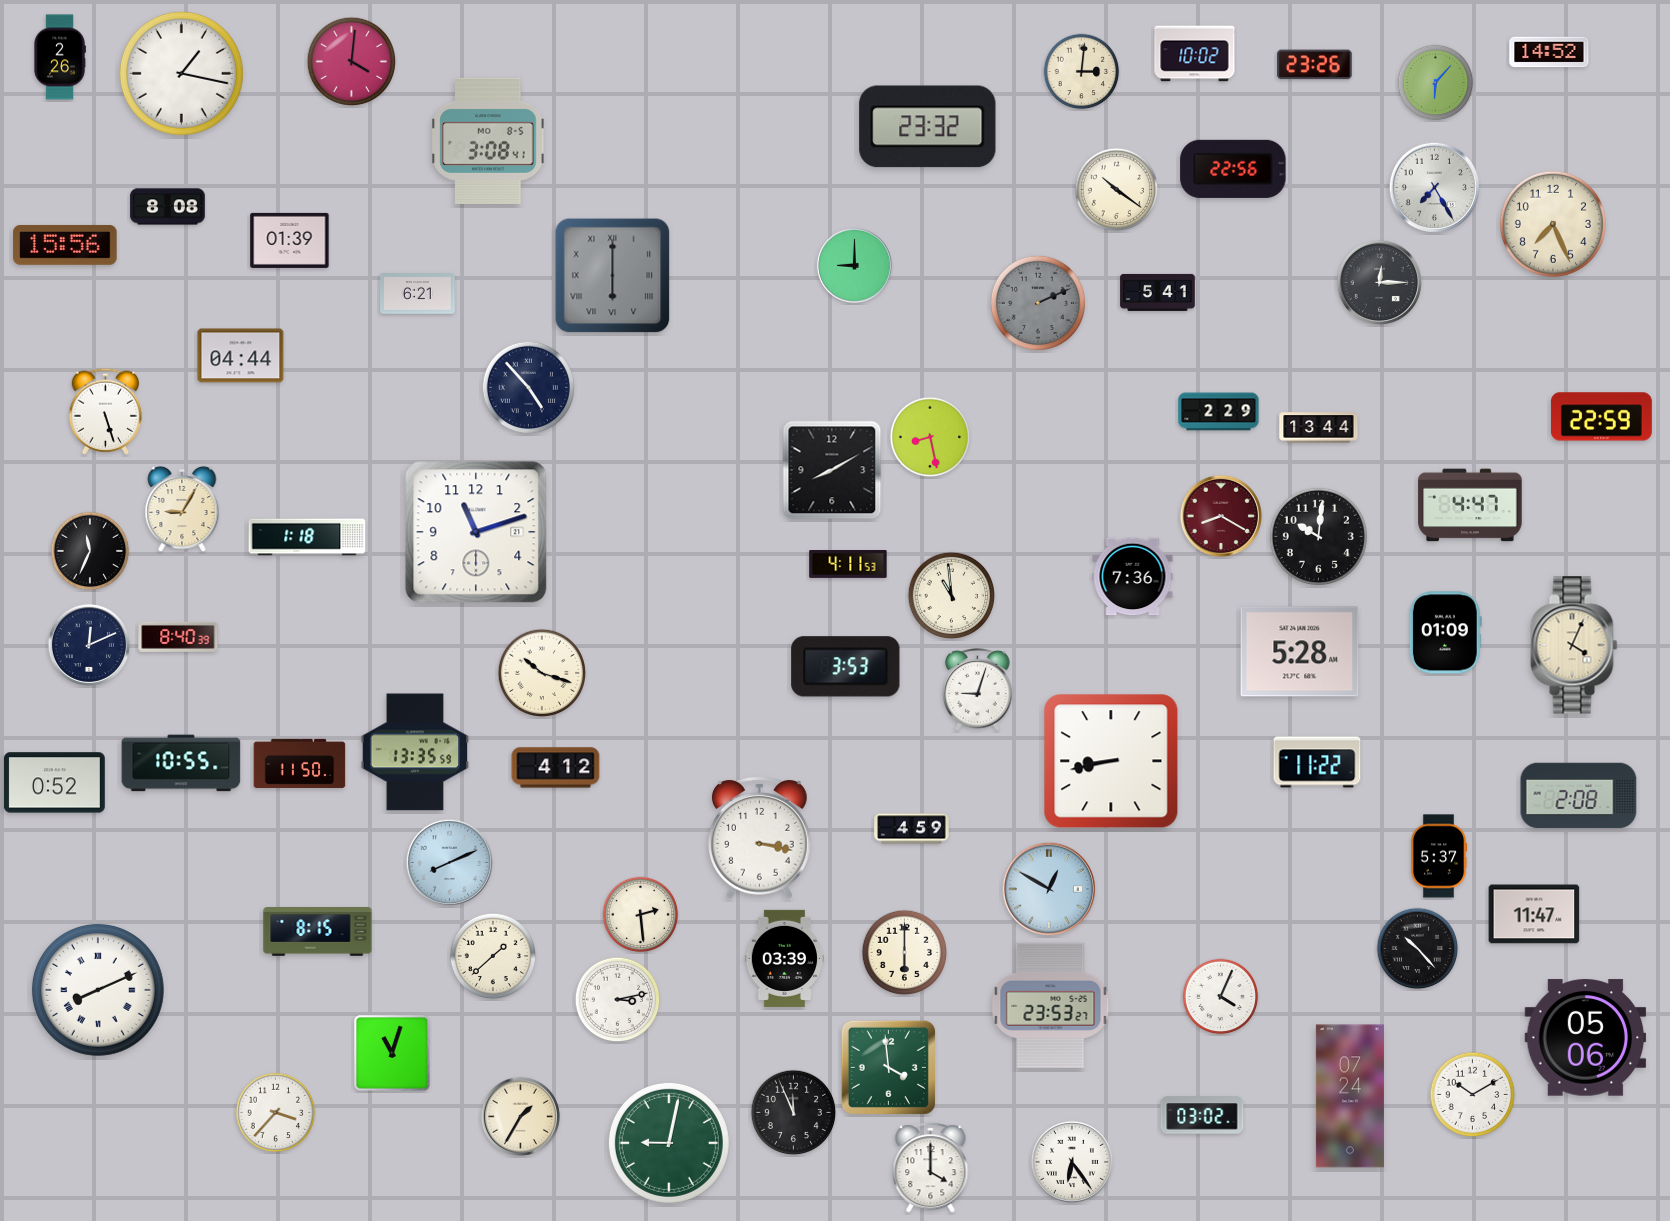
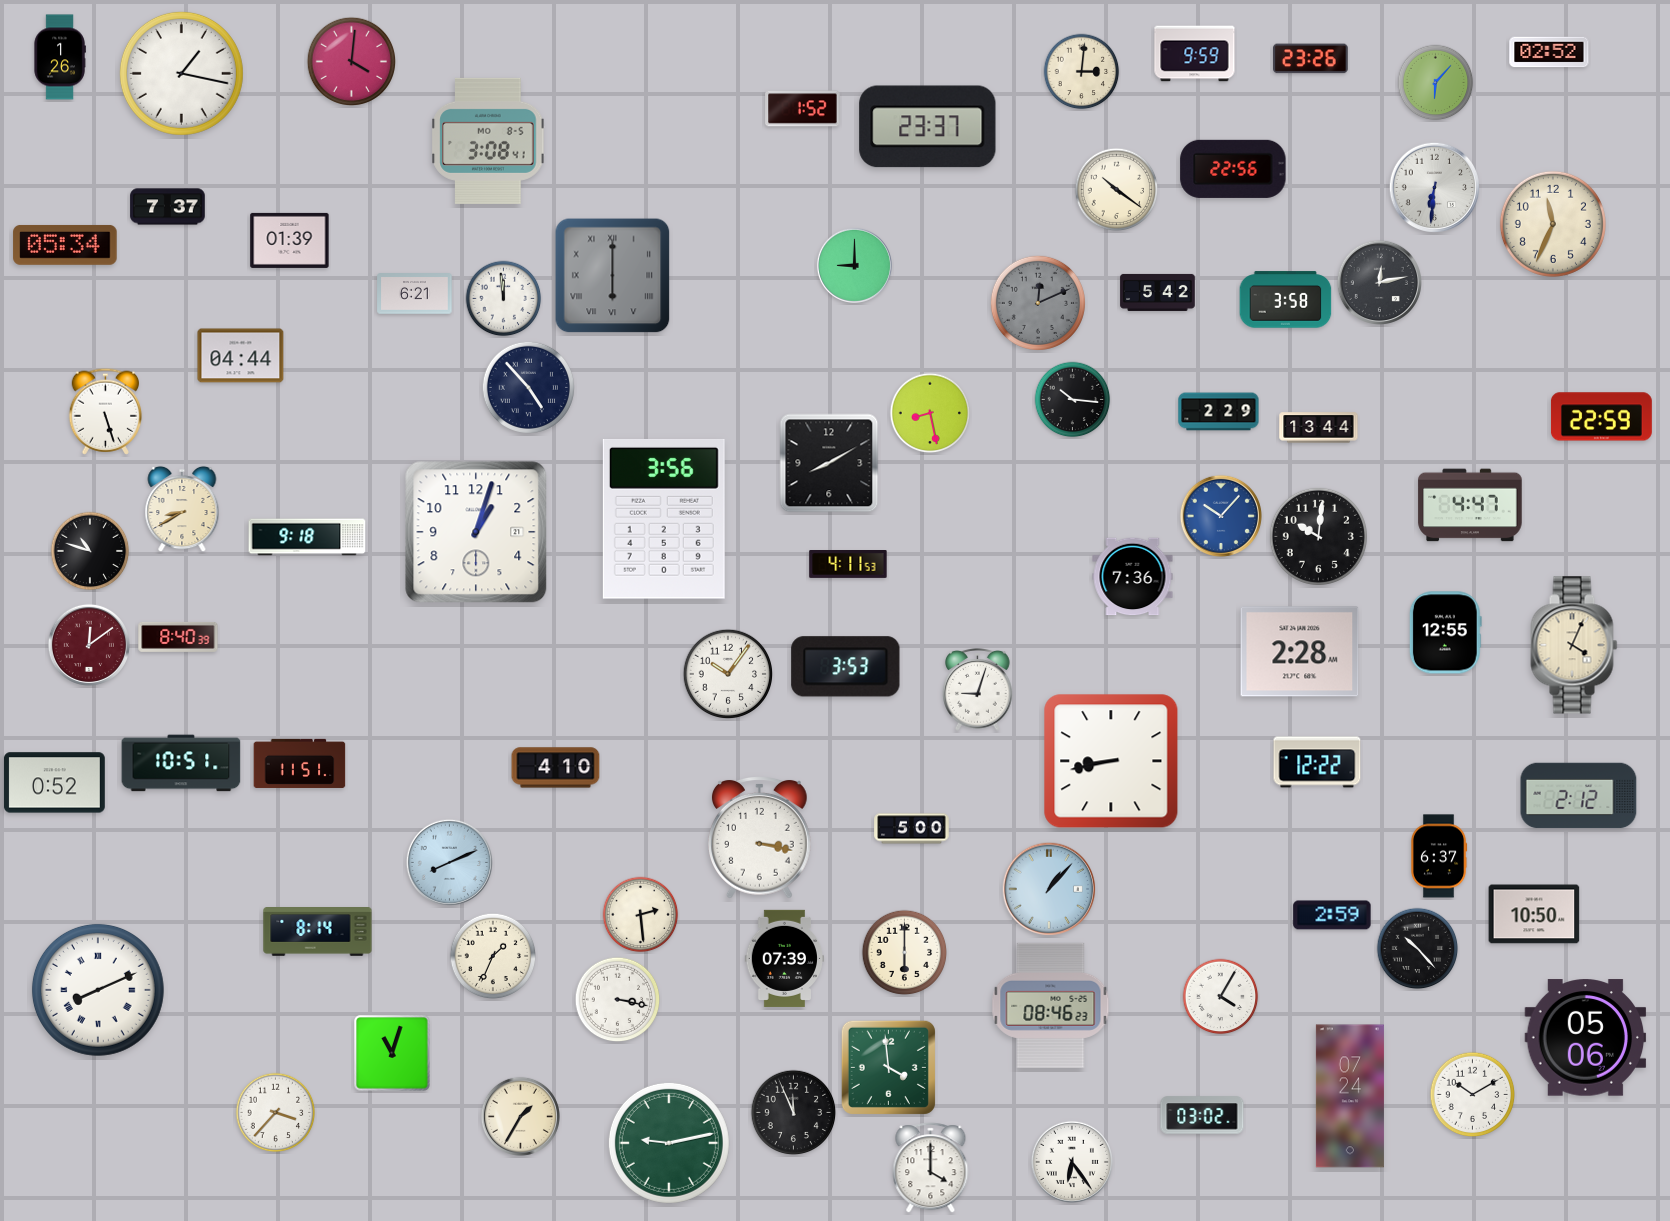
clock at (1549, 52): 14:52 -> 02:52
clock at (1195, 54): 10:02 -> 9:59
clock at (60, 57): 2:26 -> 1:26
clock at (1315, 65) position: (1315, 65) -> (1311, 59)
clock at (803, 109): none -> 1:52
clock at (928, 127): 23:32 -> 23:37
clock at (1434, 187): 7:25 -> 6:31
clock at (168, 207): 8:08 -> 7:37
clock at (1553, 224): 7:26 -> 11:34
clock at (65, 245): 15:56 -> 05:34
clock at (1379, 282): 12:15 -> 12:13
clock at (1158, 292): 5:41 -> 5:42
clock at (418, 294) position: (418, 294) -> (415, 294)
clock at (504, 299): none -> 11:59
clock at (1286, 300): none -> 3:58
clock at (1038, 303): 2:11 -> 12:11
clock at (1073, 400): none -> 10:16
clock at (930, 437) position: (930, 437) -> (930, 413)
clock at (832, 470) position: (832, 470) -> (829, 463)
clock at (182, 509): 9:05 -> 8:40
clock at (1221, 516): 8:20 -> 10:07
clock at (1221, 516) dial: burgundy -> blue
clock at (664, 519): none -> 3:56
clock at (476, 532): 11:12 -> 1:03
clock at (307, 537): 1:18 -> 9:18
clock at (90, 551): 11:34 -> 10:48
clock at (952, 596): 10:59 -> none
clock at (1445, 633): 01:09 -> 12:55
clock at (89, 645): 12:11 -> 12:09
clock at (89, 645) dial: navy -> burgundy
clock at (1300, 652): 5:28 -> 2:28
clock at (542, 673): 10:18 -> none
clock at (727, 673): none -> 10:06
clock at (415, 752): 13:35 -> none
clock at (1317, 762): 11:22 -> 12:22
clock at (181, 763): 10:55 -> 10:51
clock at (300, 763): 11:50 -> 11:51
clock at (556, 768): 4:12 -> 4:10
clock at (1579, 796): 2:08 -> 2:12
clock at (912, 829): 4:59 -> 5:00
clock at (1439, 856): 5:37 -> 6:37
clock at (1049, 889): 12:50 -> 1:07
clock at (1534, 914): 11:47 -> 10:50
clock at (1332, 915): none -> 2:59
clock at (318, 932): 8:15 -> 8:14
clock at (493, 956): 1:38 -> 1:34
clock at (784, 958): 03:39 -> 07:39
clock at (1221, 997): 4:04 -> 4:05
clock at (618, 1000): 3:13 -> 3:17
clock at (1051, 1005): 23:53 -> 08:46
clock at (669, 1143): 9:02 -> 9:13
